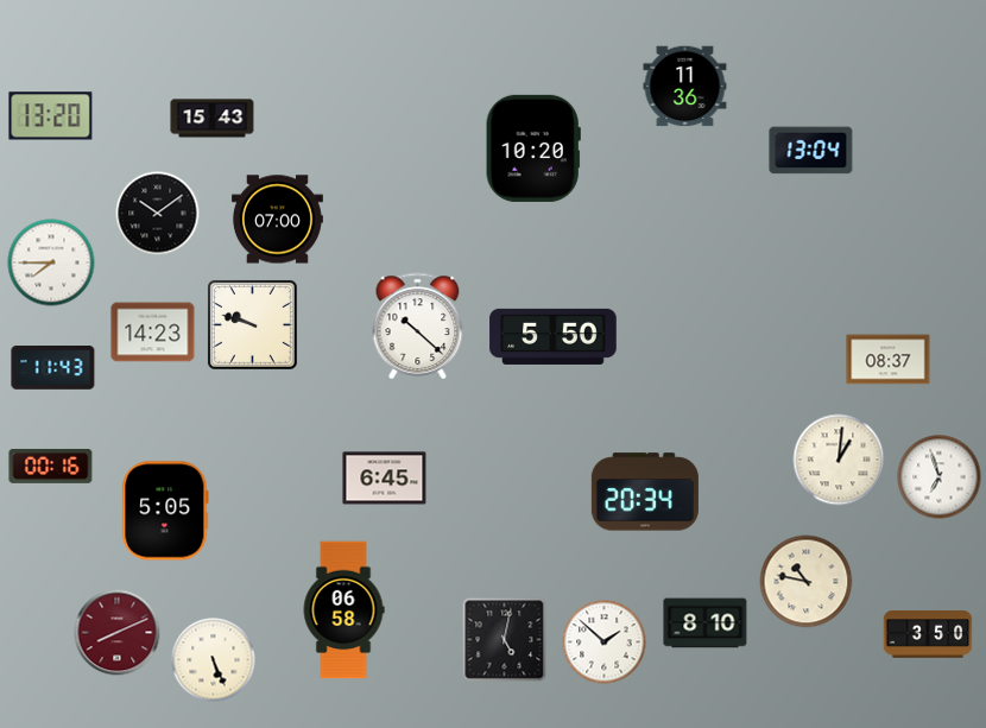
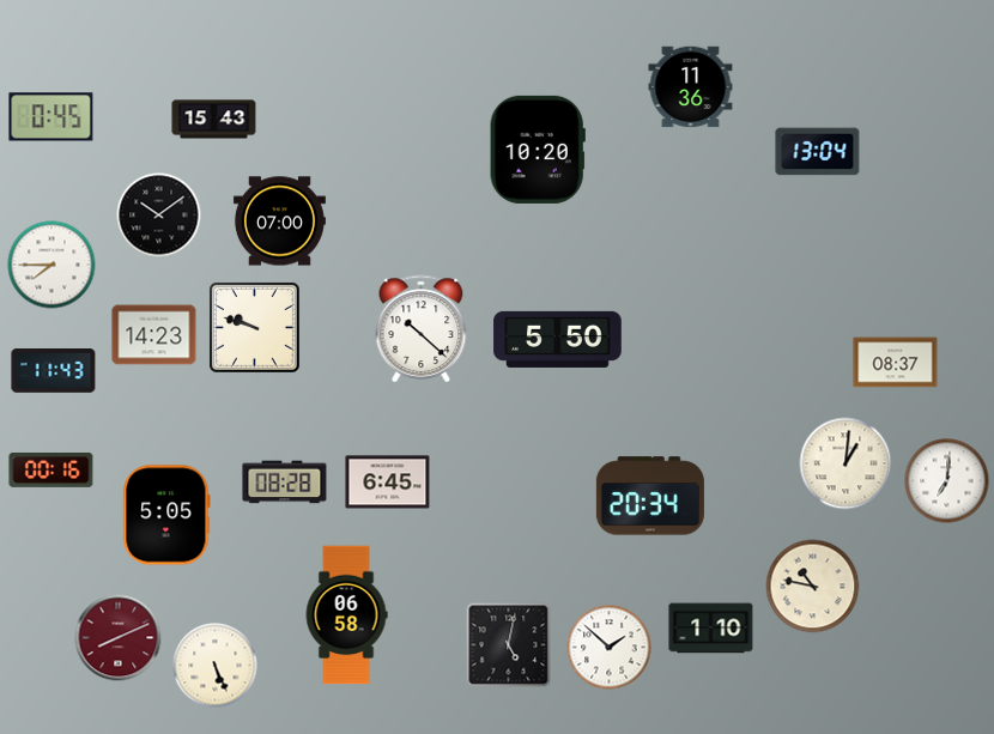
clock at (51, 116): 13:20 -> 0:45
clock at (940, 477): 6:57 -> 7:01
clock at (285, 483): none -> 08:28
clock at (706, 623): 8:10 -> 1:10
clock at (928, 634): 3:50 -> none
